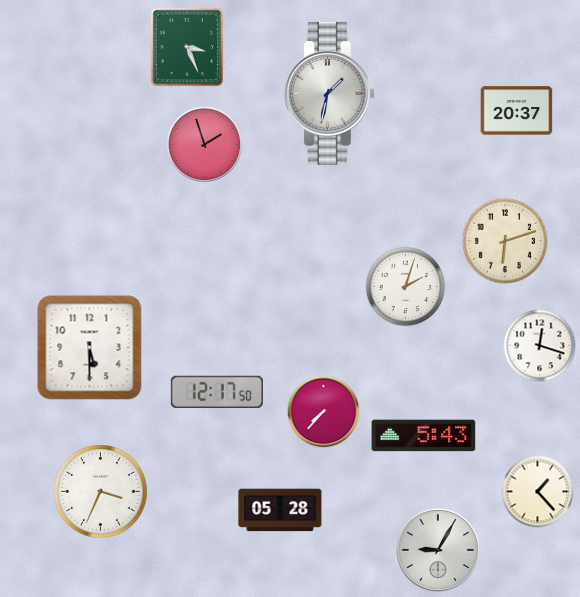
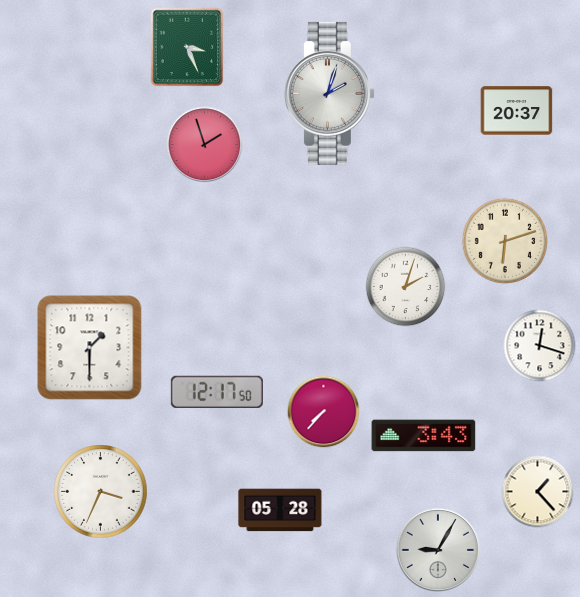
clock at (329, 93): 1:32 -> 2:03
clock at (90, 348): 5:30 -> 1:30
clock at (424, 436): 5:43 -> 3:43
